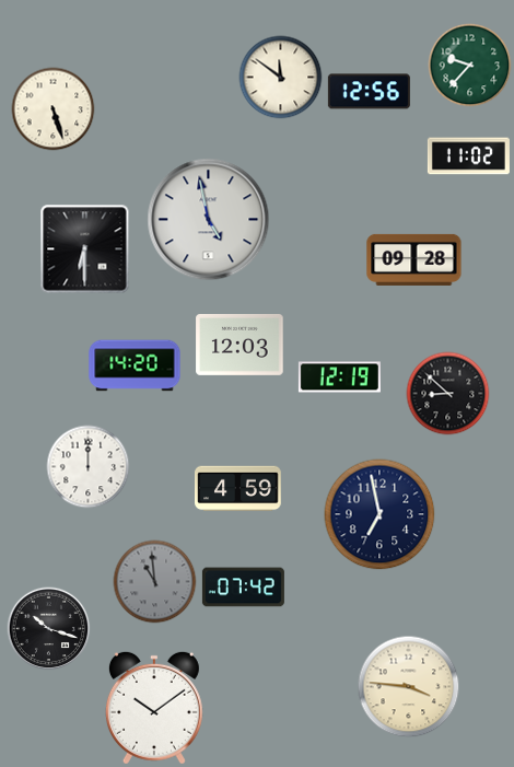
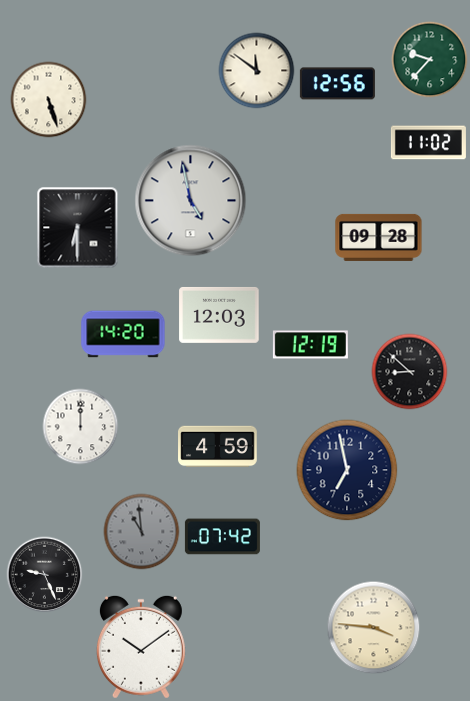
clock at (448, 394) position: (448, 394) -> (410, 372)
clock at (49, 629): 10:18 -> 9:26
